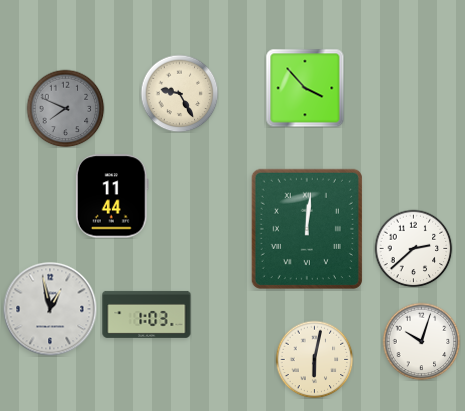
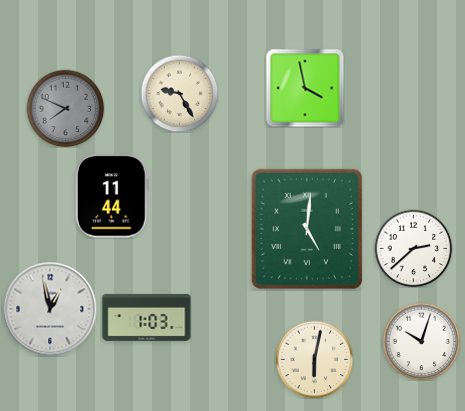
clock at (305, 88): 3:53 -> 3:58
clock at (307, 229): 12:01 -> 5:01
clock at (147, 314) position: (147, 314) -> (147, 317)
